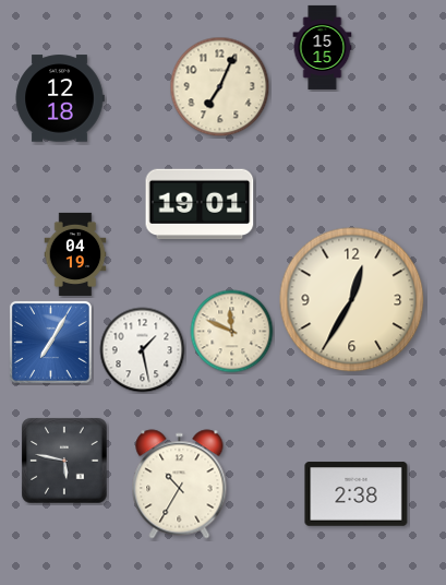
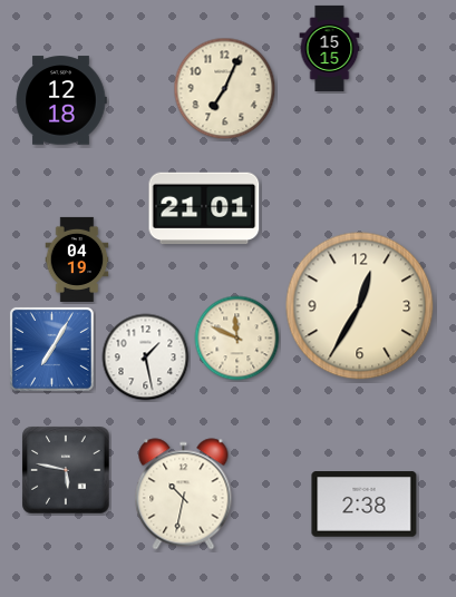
clock at (200, 204): 19:01 -> 21:01
clock at (180, 485): 10:35 -> 10:32
